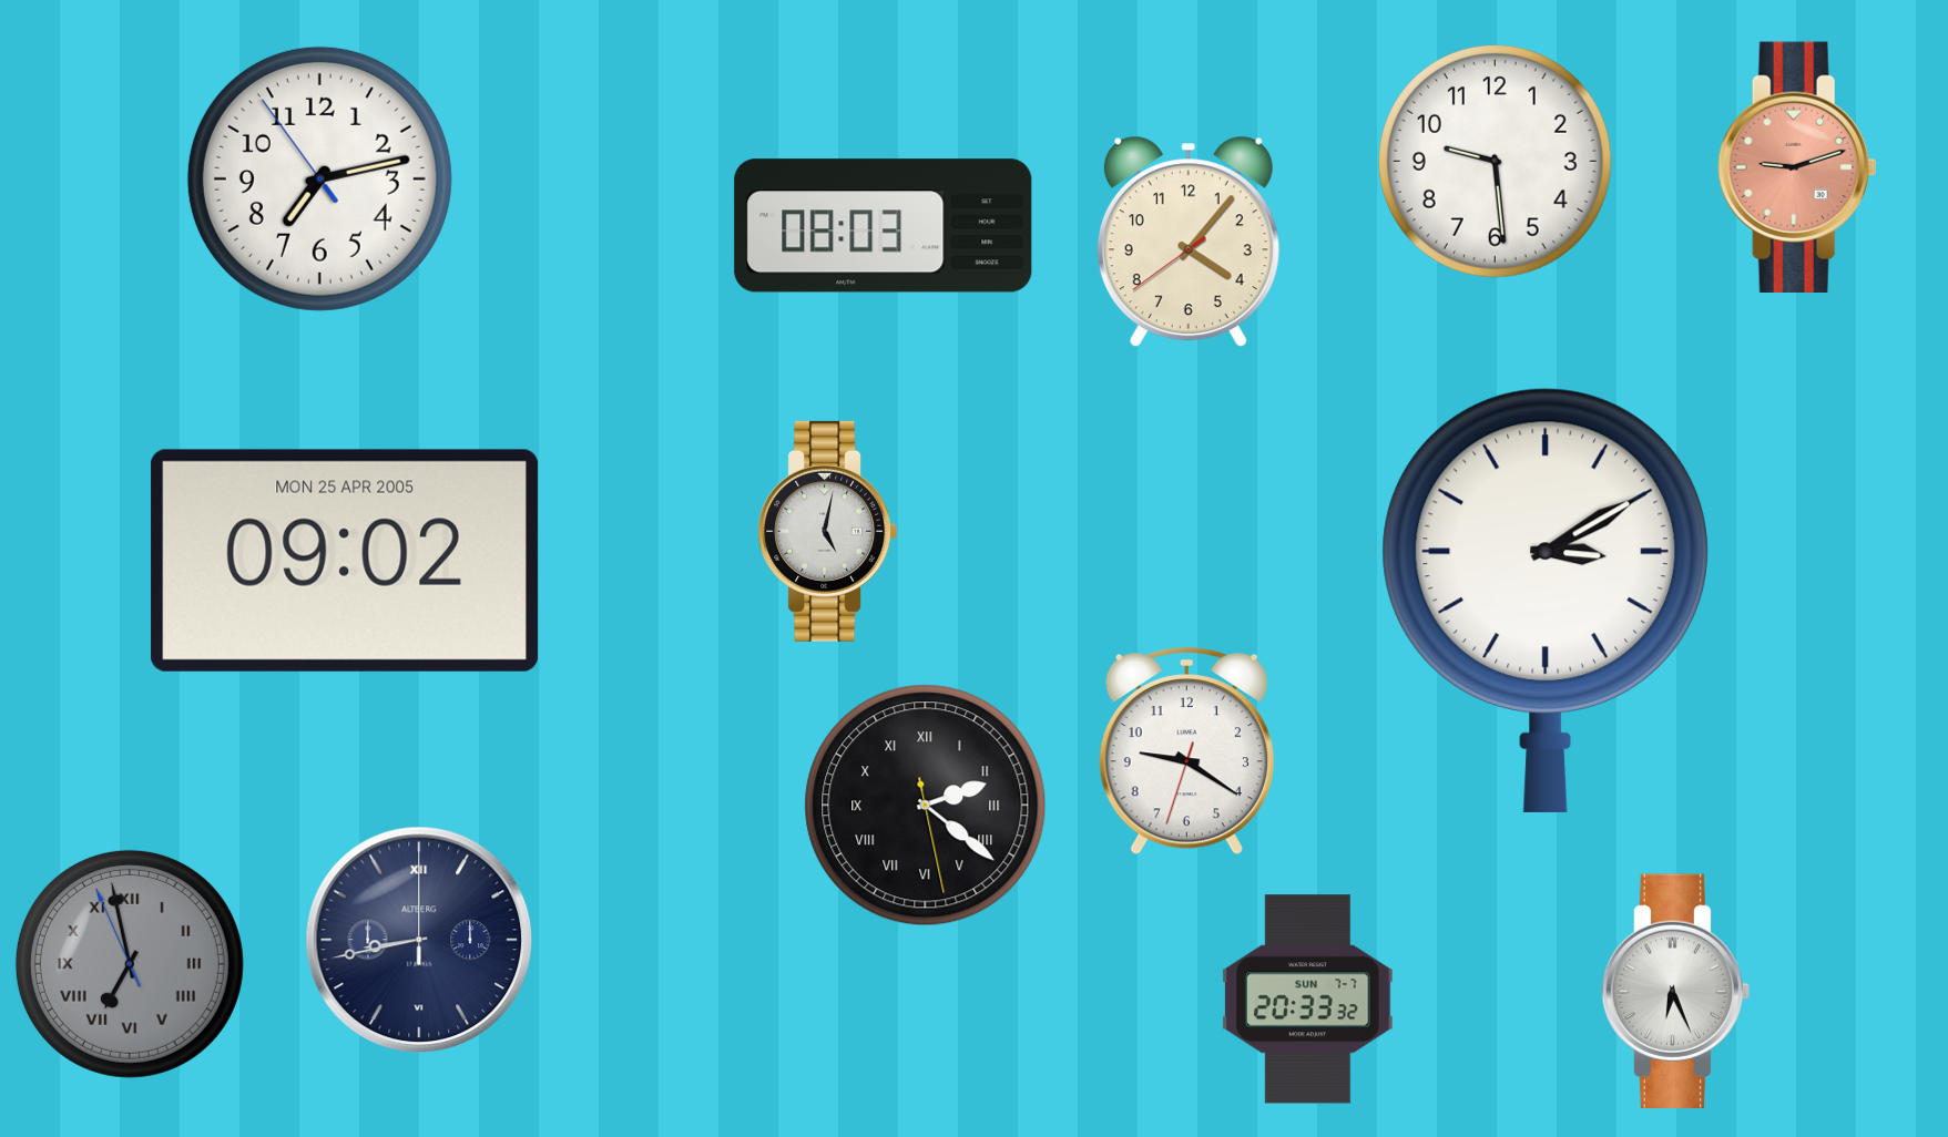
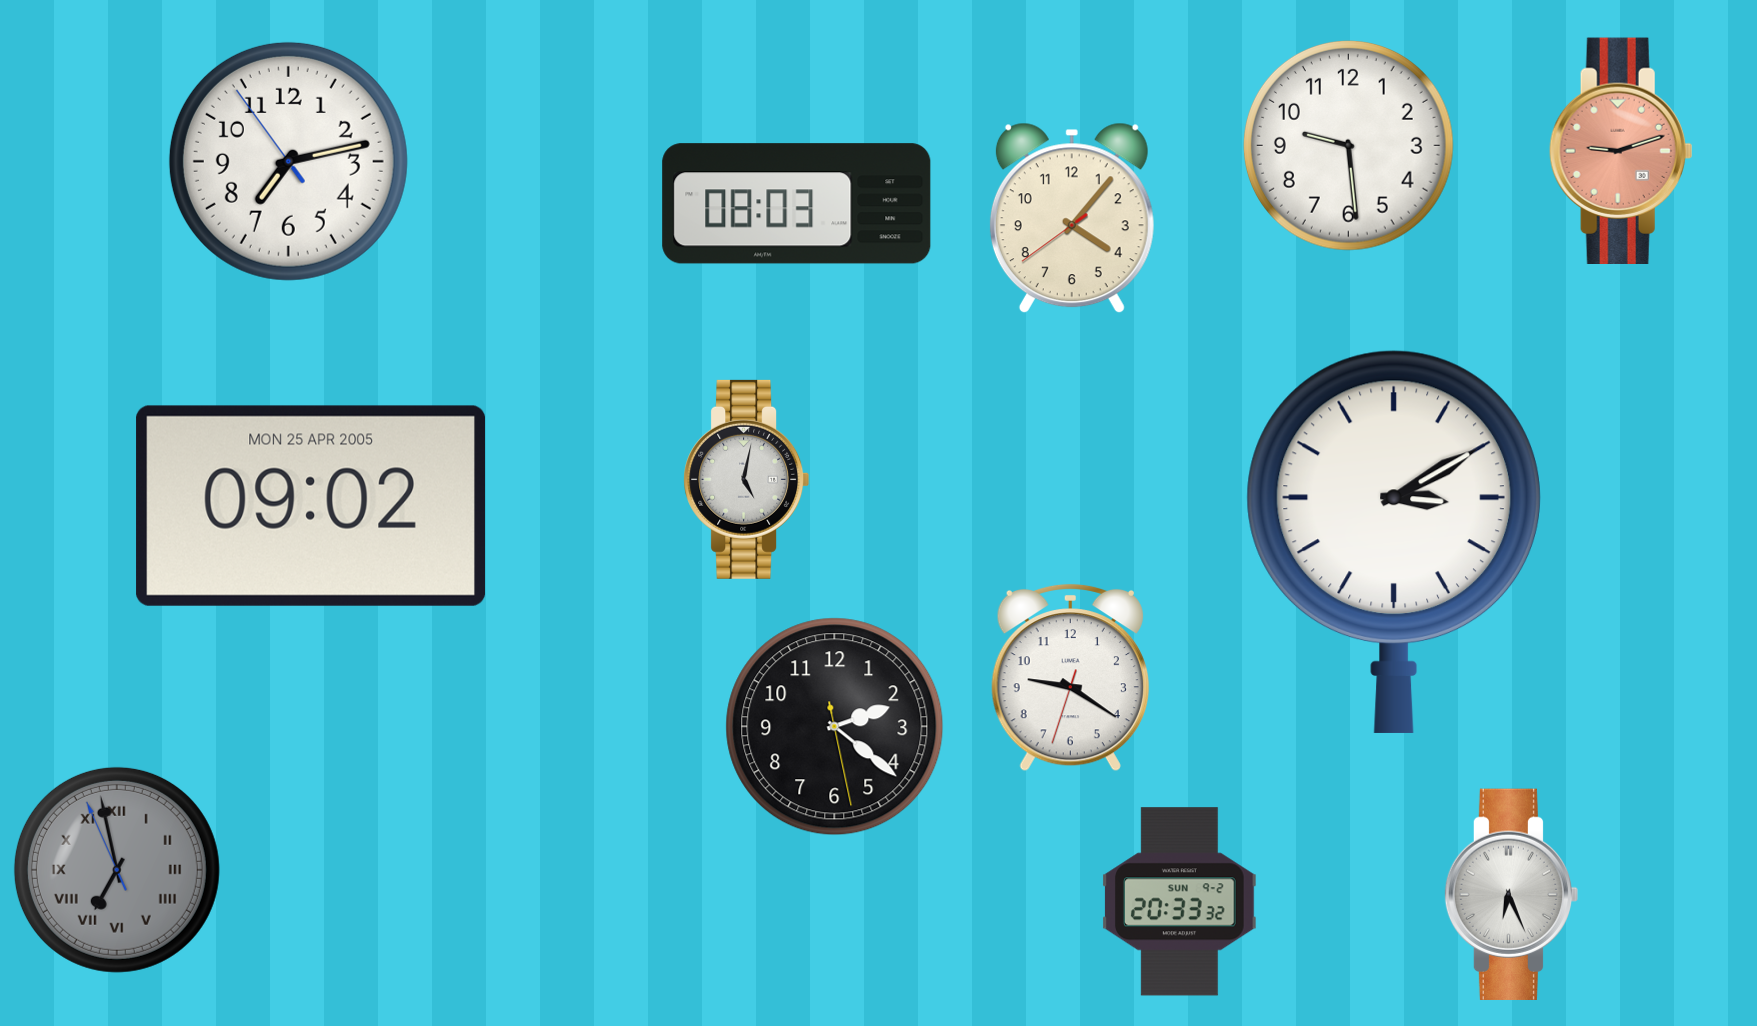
clock at (926, 806) numerals: Roman -> Arabic
clock at (419, 940): 8:43 -> none
clock at (1308, 1000) date: SUN 7-7 -> SUN 9-2
